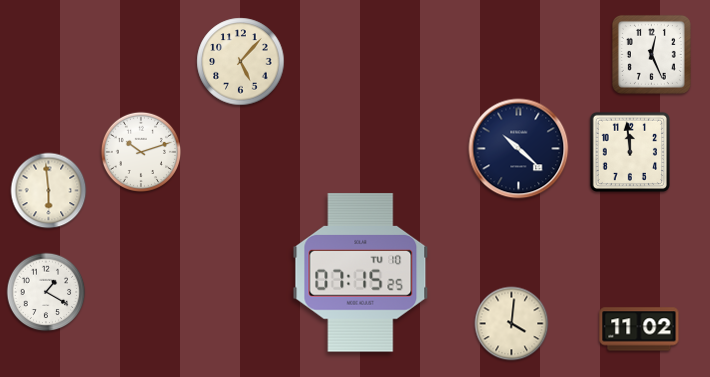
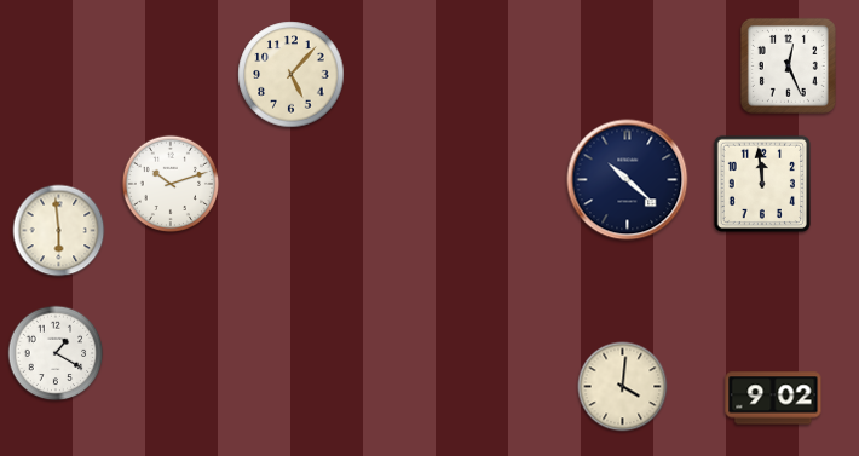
clock at (361, 273): 07:15 -> none
clock at (512, 324) position: (512, 324) -> (623, 387)
clock at (639, 329): 11:02 -> 9:02
